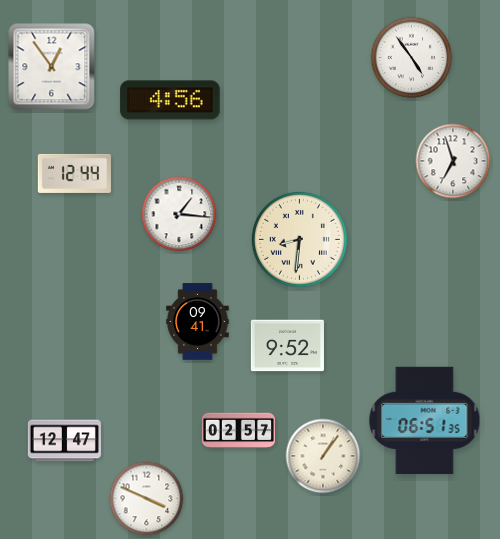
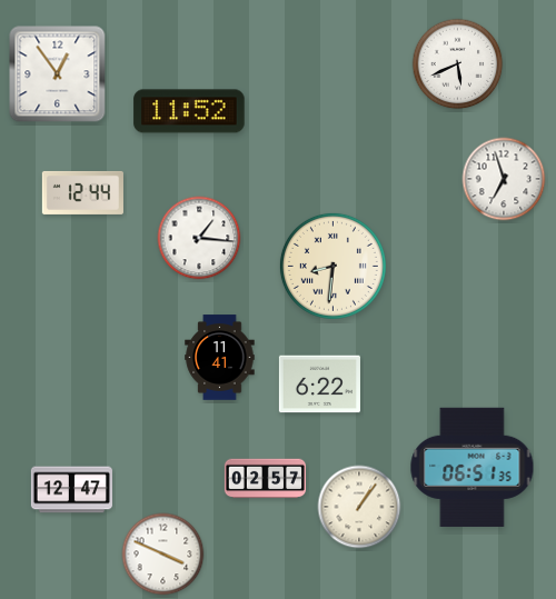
clock at (412, 58): 4:54 -> 5:41
clock at (170, 100): 4:56 -> 11:52
clock at (198, 322): 09:41 -> 11:41
clock at (287, 346): 9:52 -> 6:22
